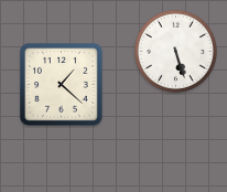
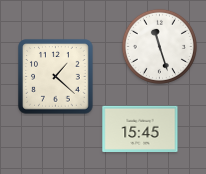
clock at (175, 51): 5:27 -> 11:27
clock at (140, 128): none -> 15:45
